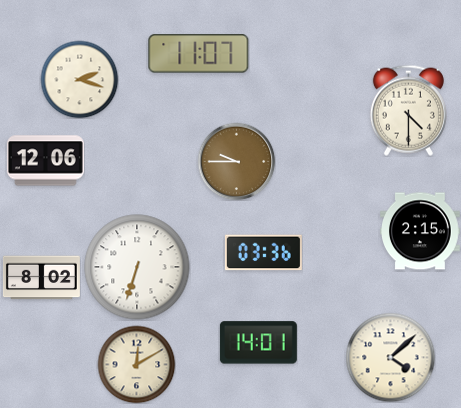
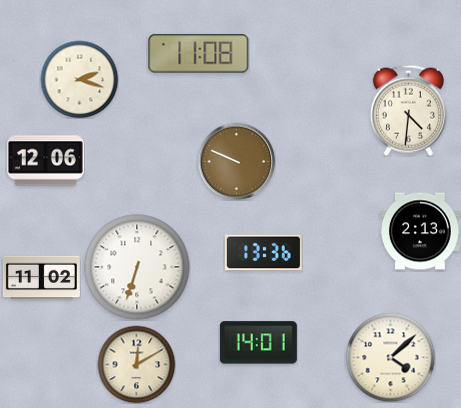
clock at (199, 54): 11:07 -> 11:08
clock at (408, 110): 4:30 -> 4:31
clock at (236, 161): 9:45 -> 9:49
clock at (421, 231): 2:15 -> 2:13
clock at (263, 253): 03:36 -> 13:36
clock at (41, 278): 8:02 -> 11:02
